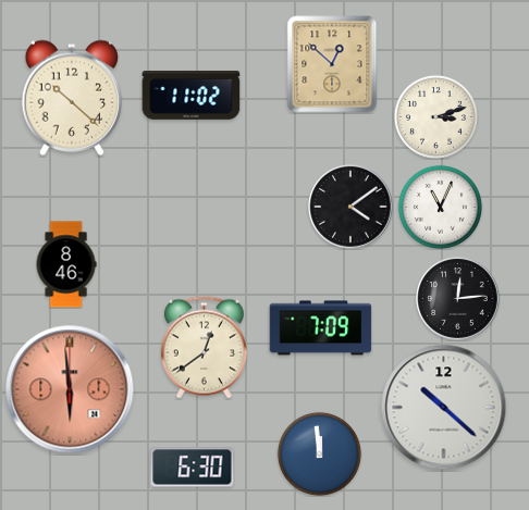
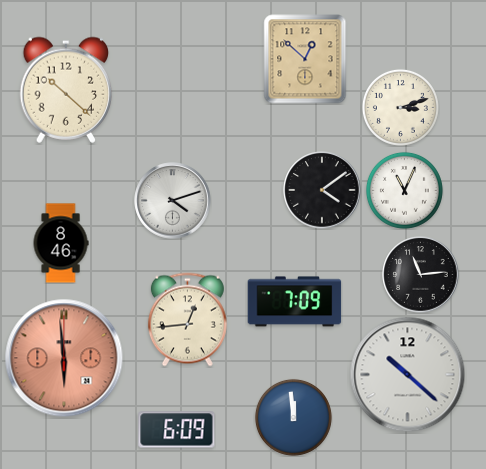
clock at (192, 95): 11:02 -> none
clock at (173, 201): none -> 4:12
clock at (458, 299): 12:14 -> 11:14
clock at (204, 348): 12:39 -> 12:44
clock at (193, 468): 6:30 -> 6:09
